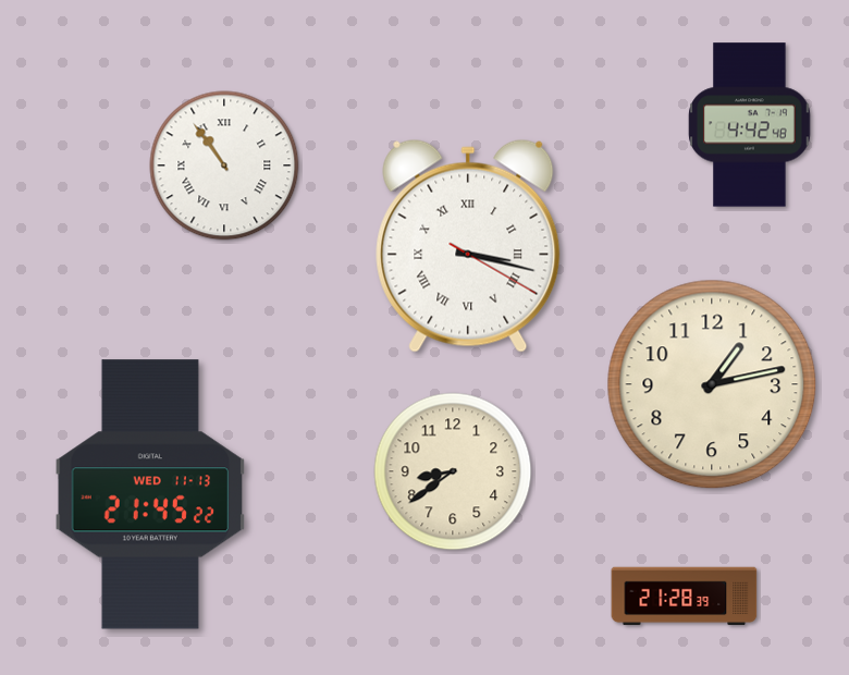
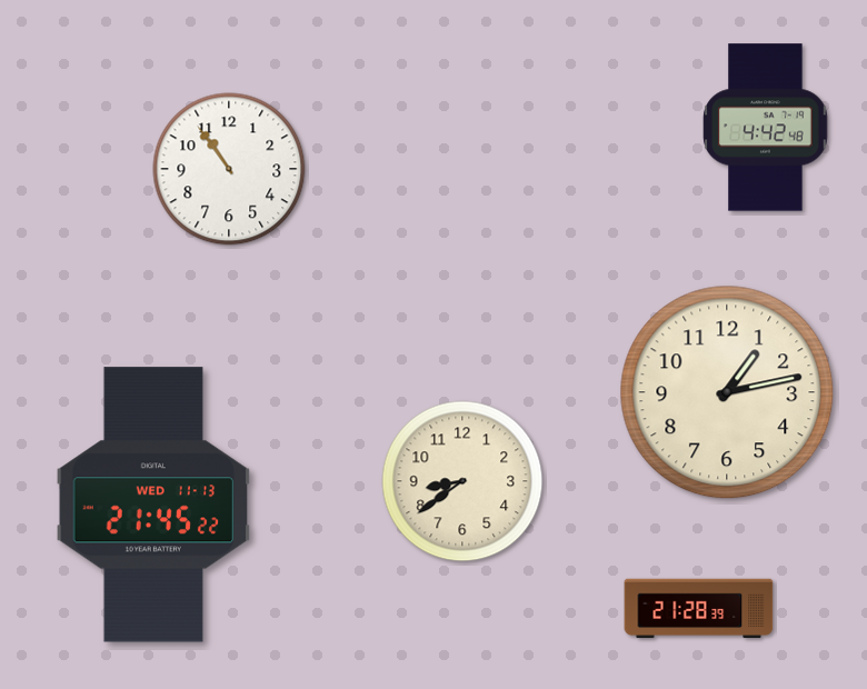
clock at (224, 165) numerals: Roman -> Arabic
clock at (468, 246): 3:17 -> none
